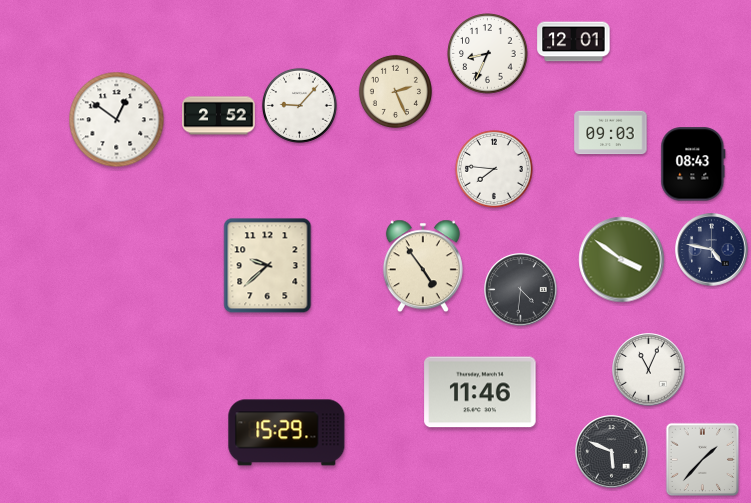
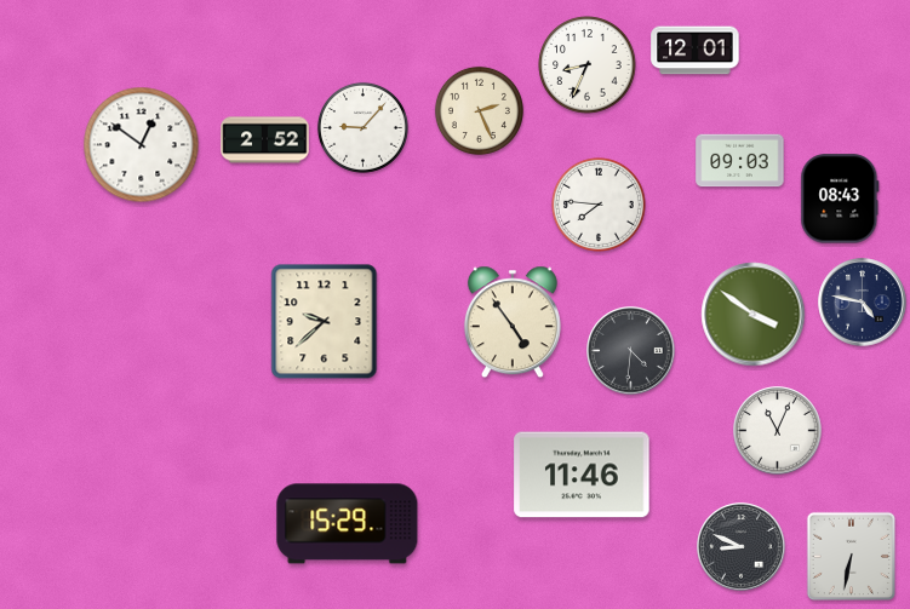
clock at (488, 54) position: (488, 54) -> (588, 65)
clock at (649, 370) position: (649, 370) -> (778, 431)
clock at (612, 452): 5:49 -> 8:49
clock at (703, 460): 1:37 -> 6:32
